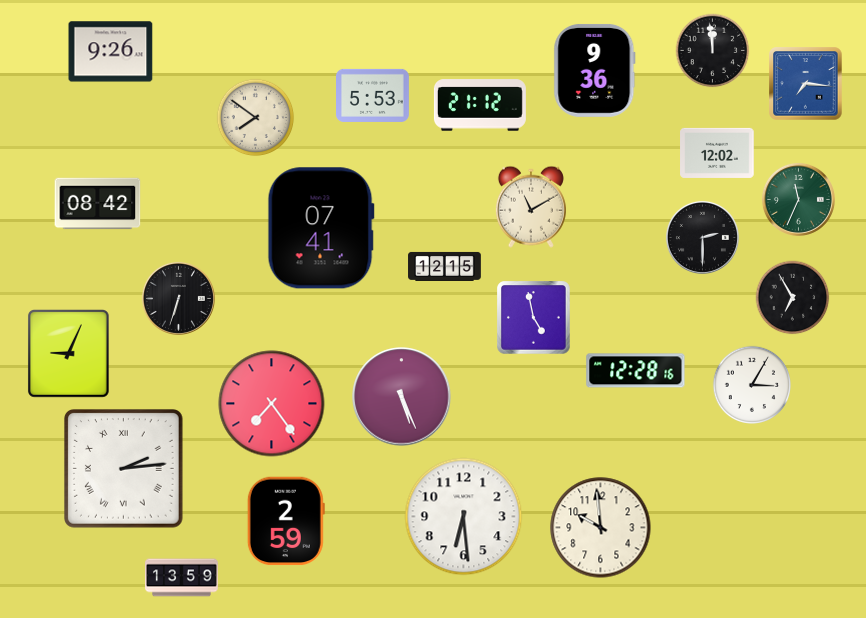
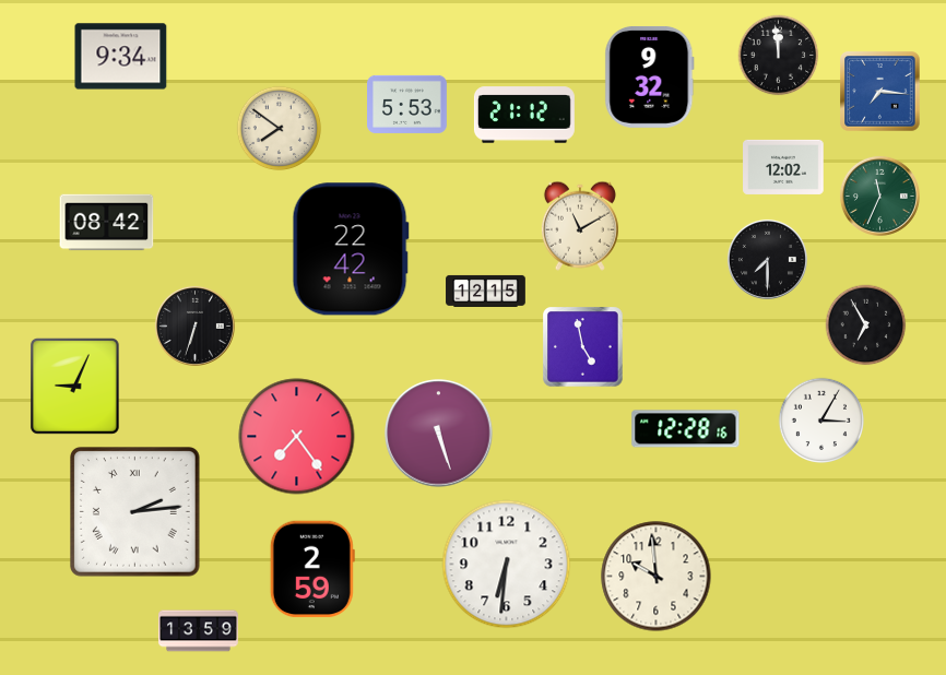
clock at (111, 52): 9:26 -> 9:34
clock at (595, 70): 9:36 -> 9:32
clock at (798, 199) position: (798, 199) -> (879, 196)
clock at (321, 228): 07:41 -> 22:42
clock at (702, 237): 2:30 -> 7:30
clock at (636, 371) position: (636, 371) -> (686, 429)
clock at (402, 397): 5:26 -> 5:27
clock at (272, 404) position: (272, 404) -> (297, 437)
clock at (464, 517): 6:29 -> 6:31
